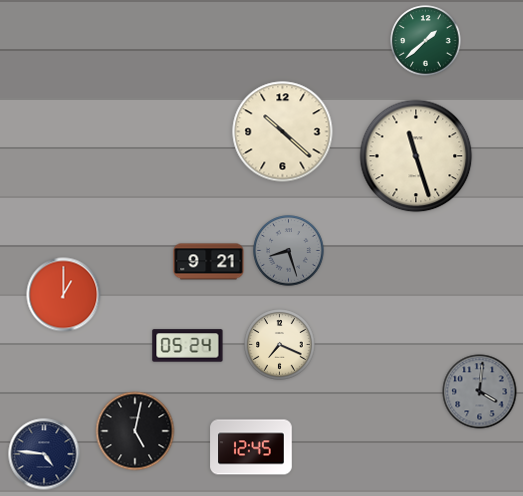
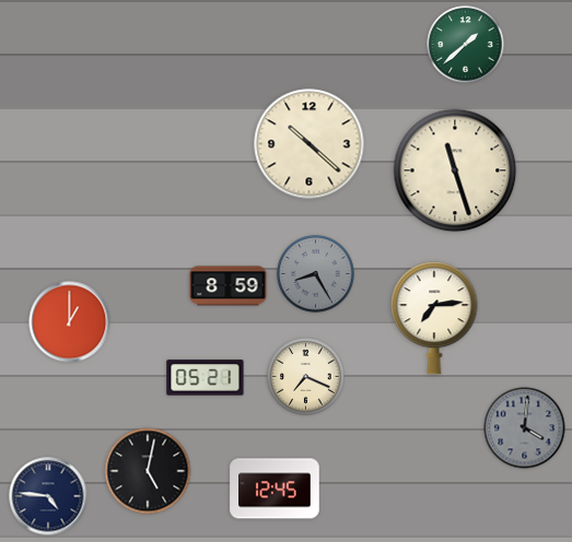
clock at (289, 251): 8:27 -> 8:25
clock at (209, 262): 9:21 -> 8:59
clock at (434, 318): none -> 7:14
clock at (188, 346): 05:24 -> 05:21
